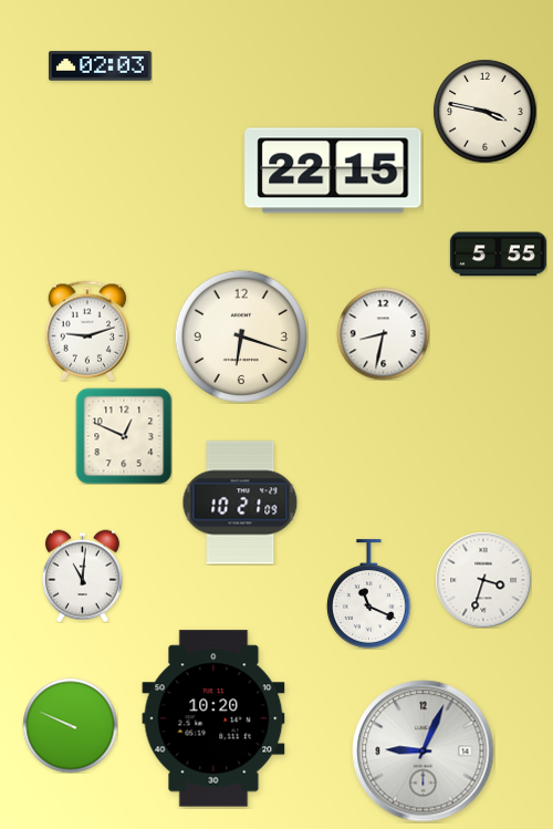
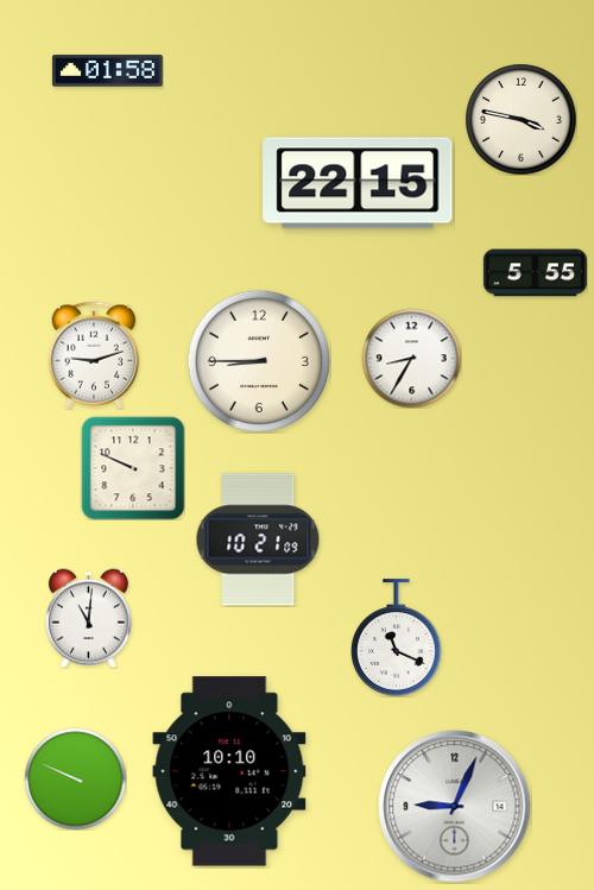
clock at (101, 66): 02:03 -> 01:58
clock at (383, 333): 8:32 -> 8:35
clock at (240, 335): 6:18 -> 8:45
clock at (124, 436): 12:49 -> 9:49
clock at (483, 580): 3:33 -> none
clock at (213, 718): 10:20 -> 10:10
